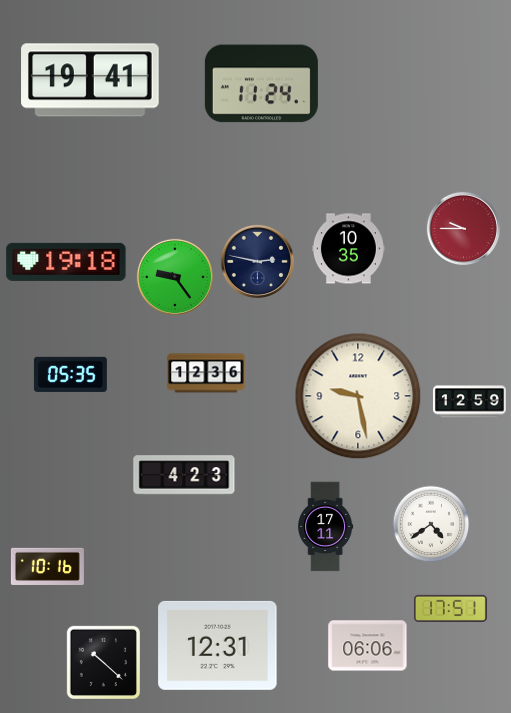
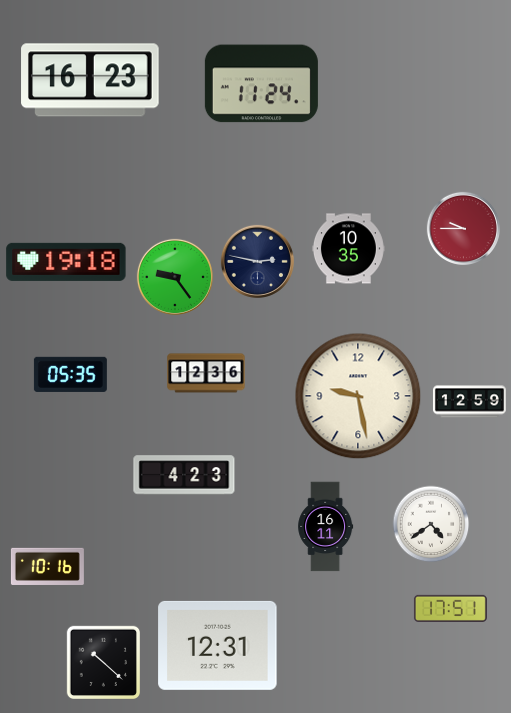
clock at (90, 80): 19:41 -> 16:23
clock at (326, 527): 17:11 -> 16:11
clock at (368, 646): 06:06 -> none
